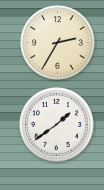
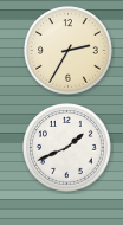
clock at (57, 125): 1:39 -> 1:41
